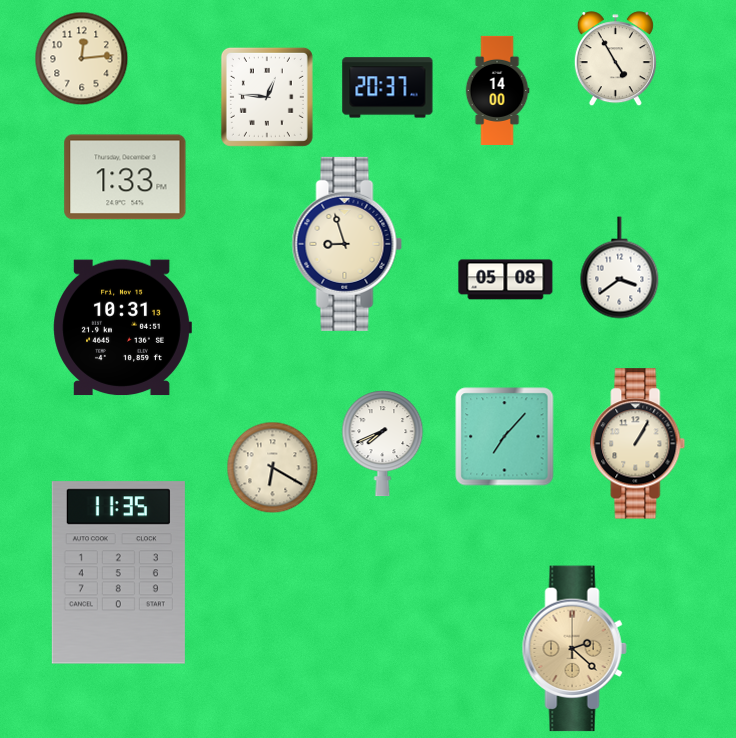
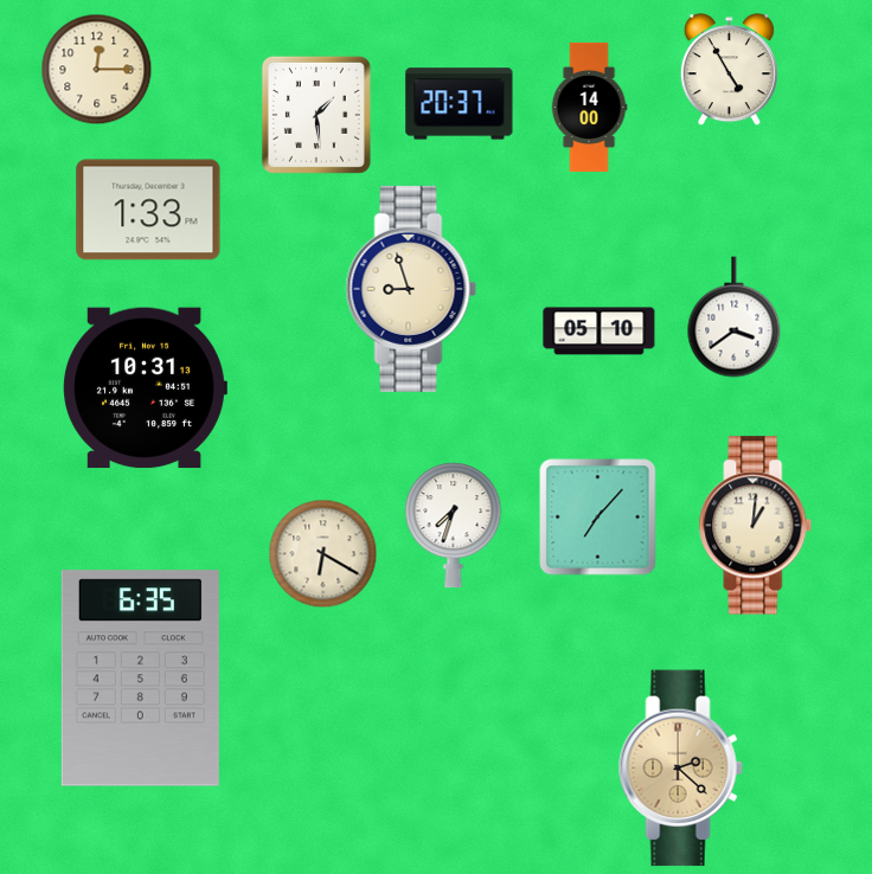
clock at (82, 59): 12:14 -> 12:15
clock at (267, 97): 12:46 -> 1:29
clock at (506, 280): 05:08 -> 05:10
clock at (383, 444): 7:41 -> 7:33
clock at (638, 444): 1:05 -> 1:01
clock at (118, 573): 11:35 -> 6:35
